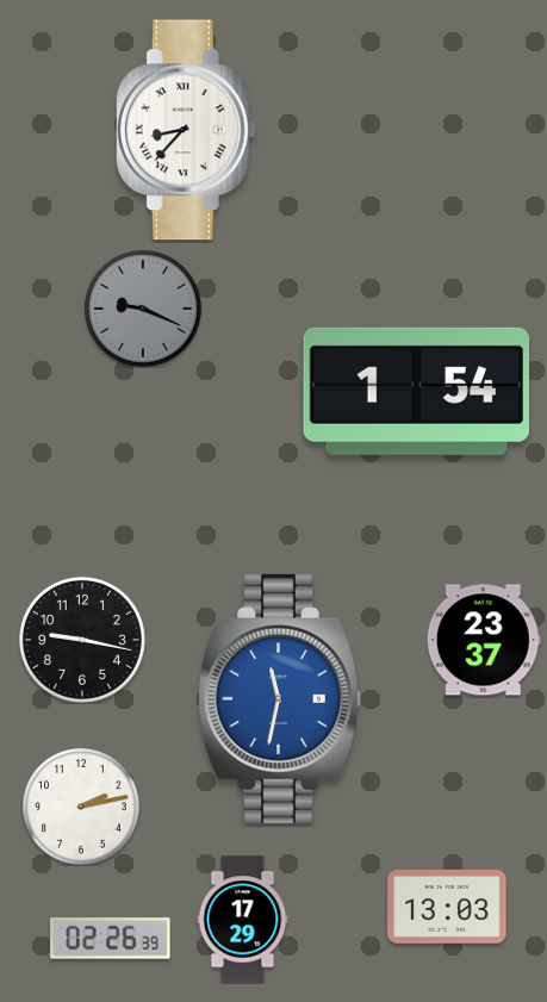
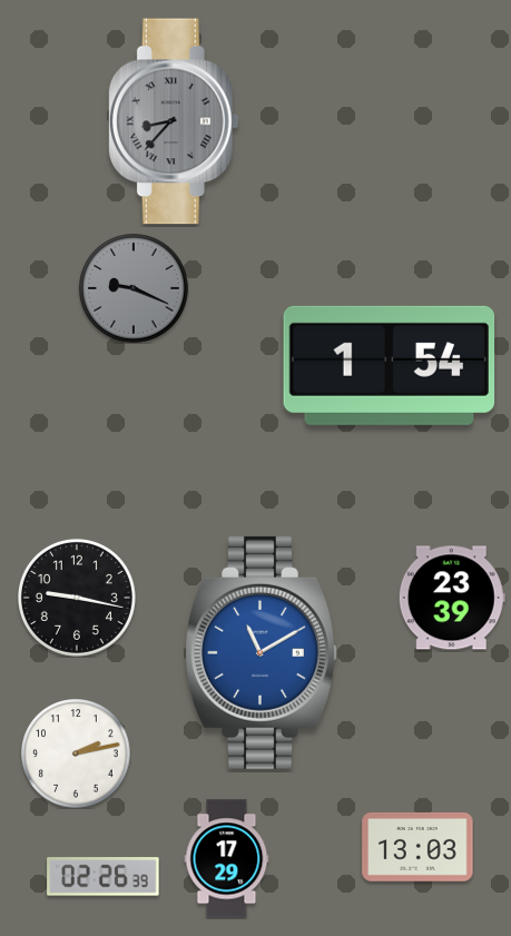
clock at (186, 130) dial: white -> grey
clock at (484, 640): 23:37 -> 23:39
clock at (280, 698): 11:32 -> 11:10
